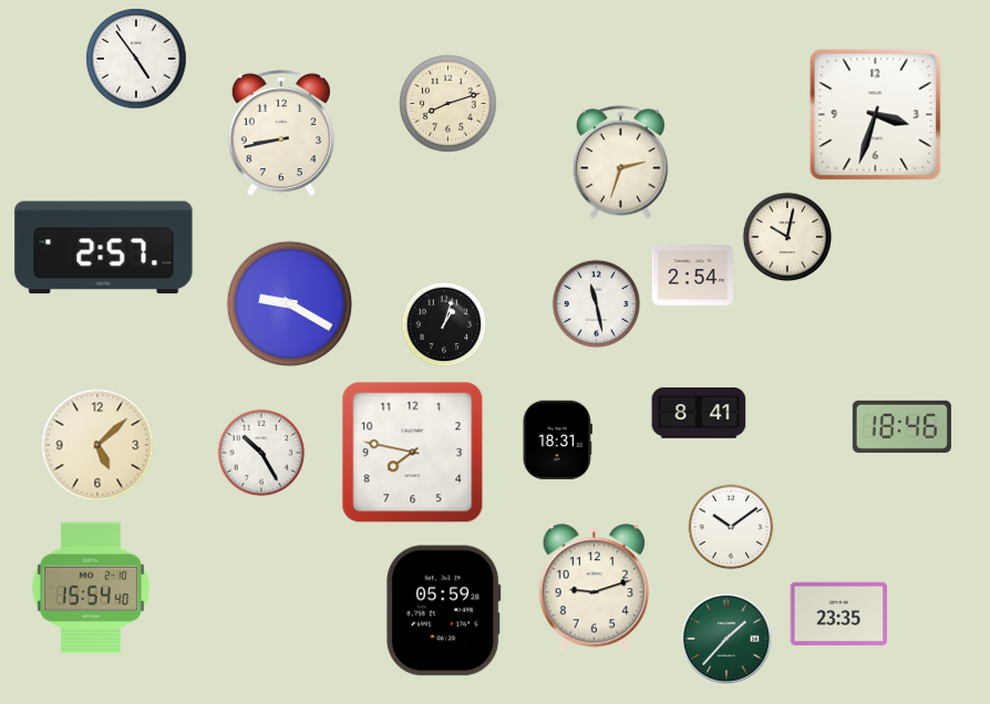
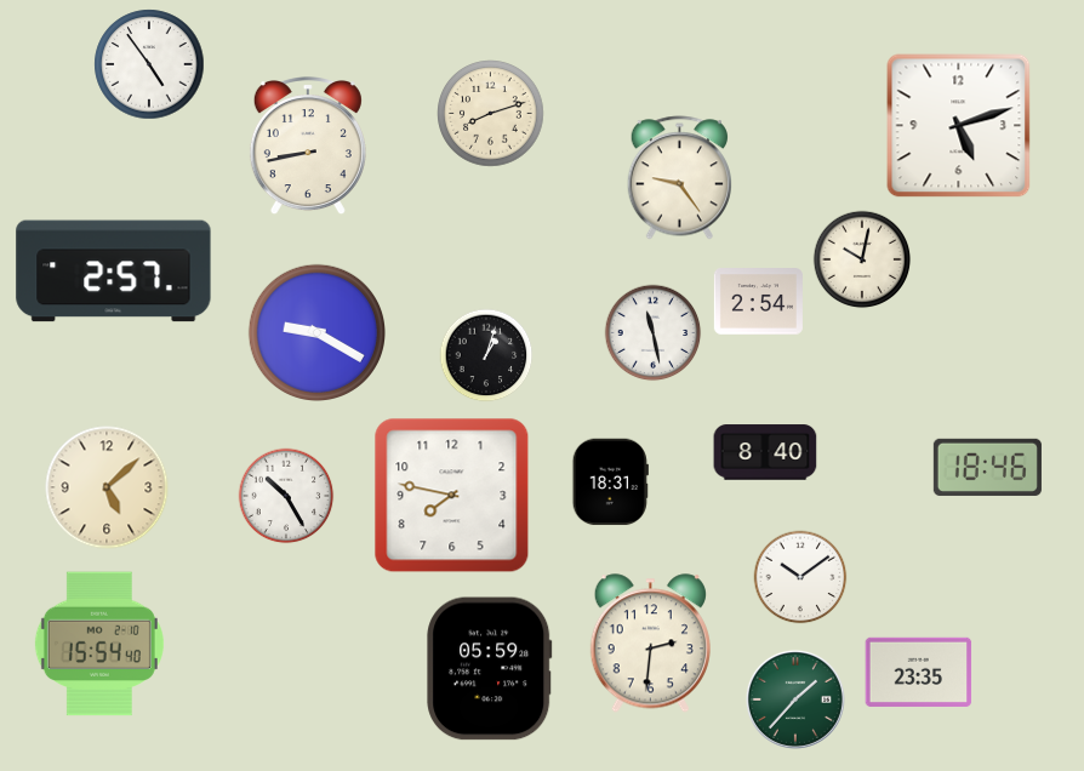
clock at (876, 115): 3:33 -> 5:12
clock at (620, 163): 2:33 -> 9:24
clock at (699, 413): 8:41 -> 8:40
clock at (594, 588): 9:12 -> 2:31
clock at (444, 611) position: (444, 611) -> (490, 669)
